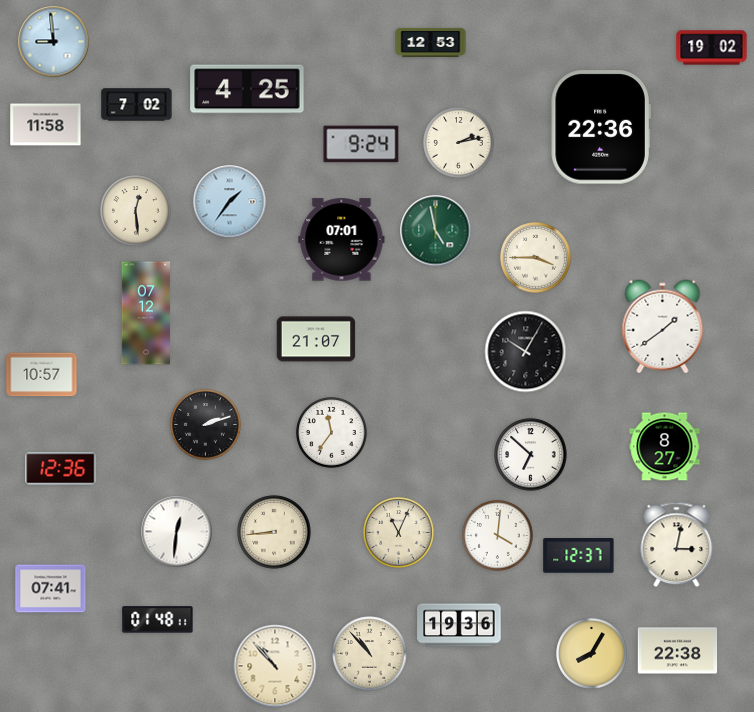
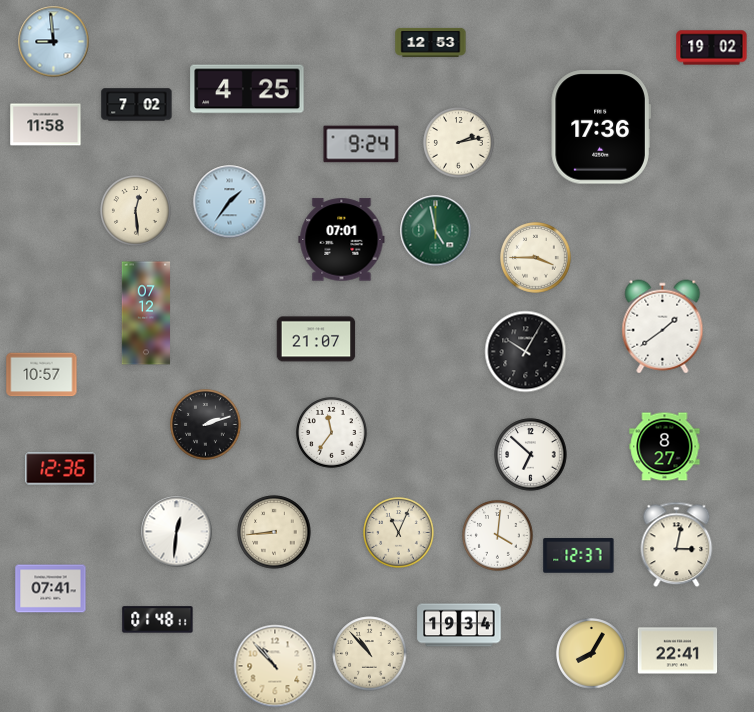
clock at (601, 127): 22:36 -> 17:36
clock at (459, 625): 19:36 -> 19:34
clock at (678, 651): 22:38 -> 22:41
